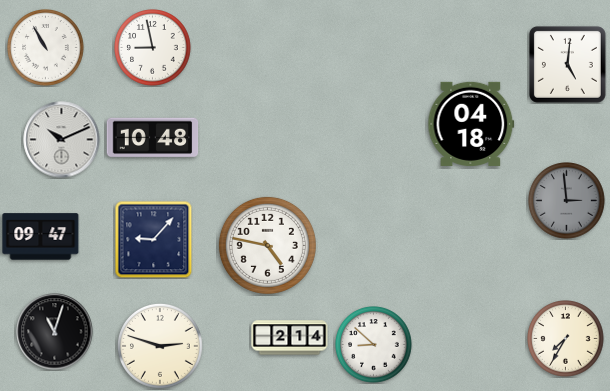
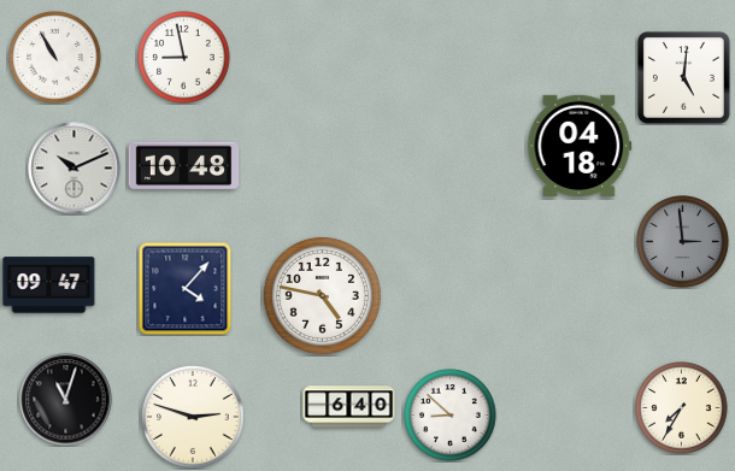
clock at (471, 124) position: (471, 124) -> (580, 146)
clock at (153, 239): 9:07 -> 4:07
clock at (290, 338): 2:14 -> 6:40
